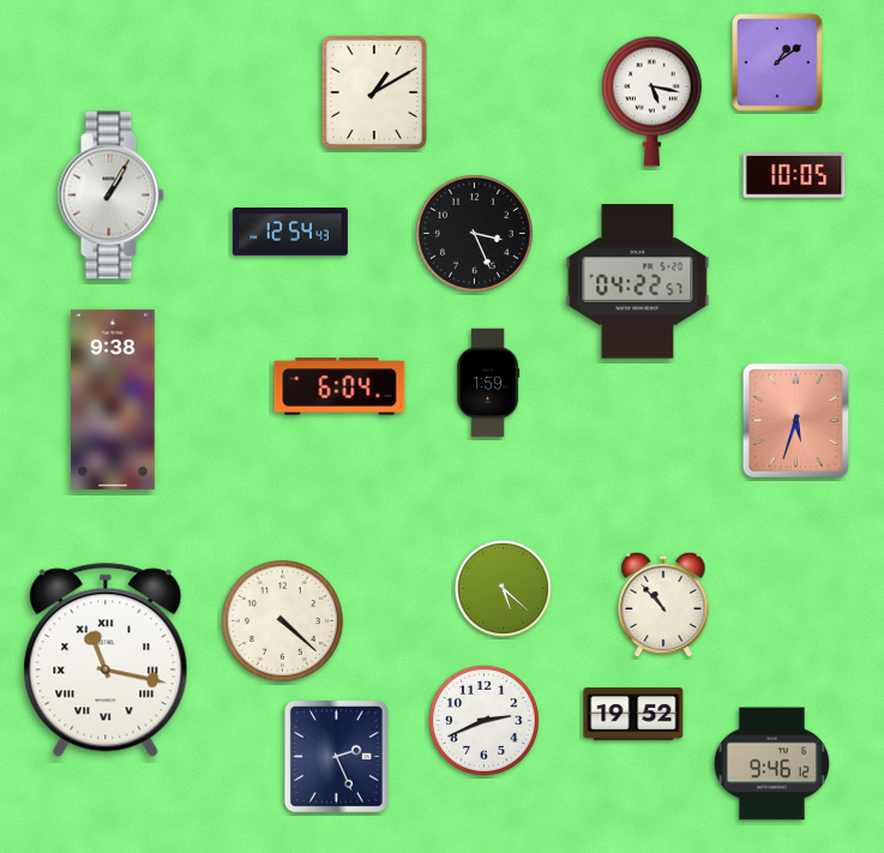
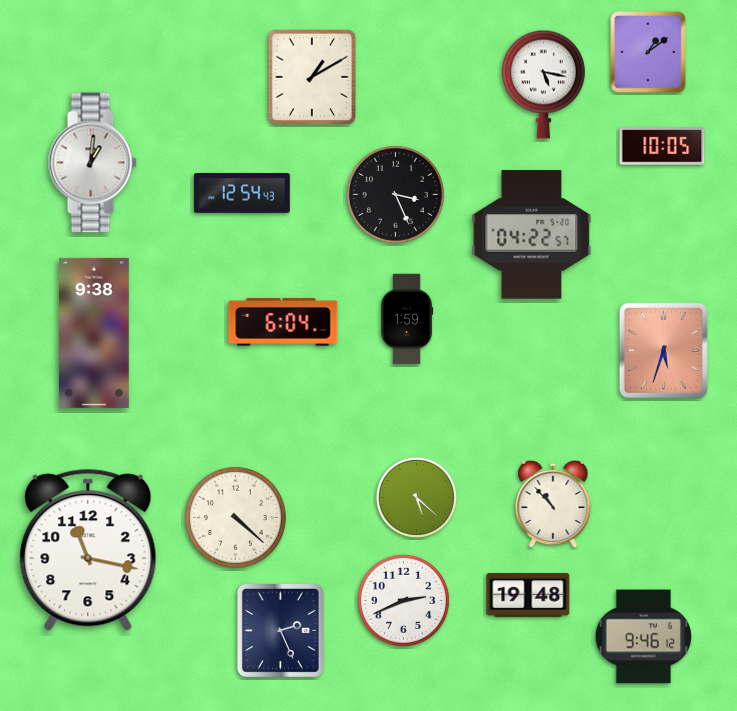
clock at (110, 196): 1:05 -> 1:01
clock at (503, 588) position: (503, 588) -> (416, 497)
clock at (106, 660) numerals: Roman -> Arabic
clock at (633, 714): 19:52 -> 19:48
